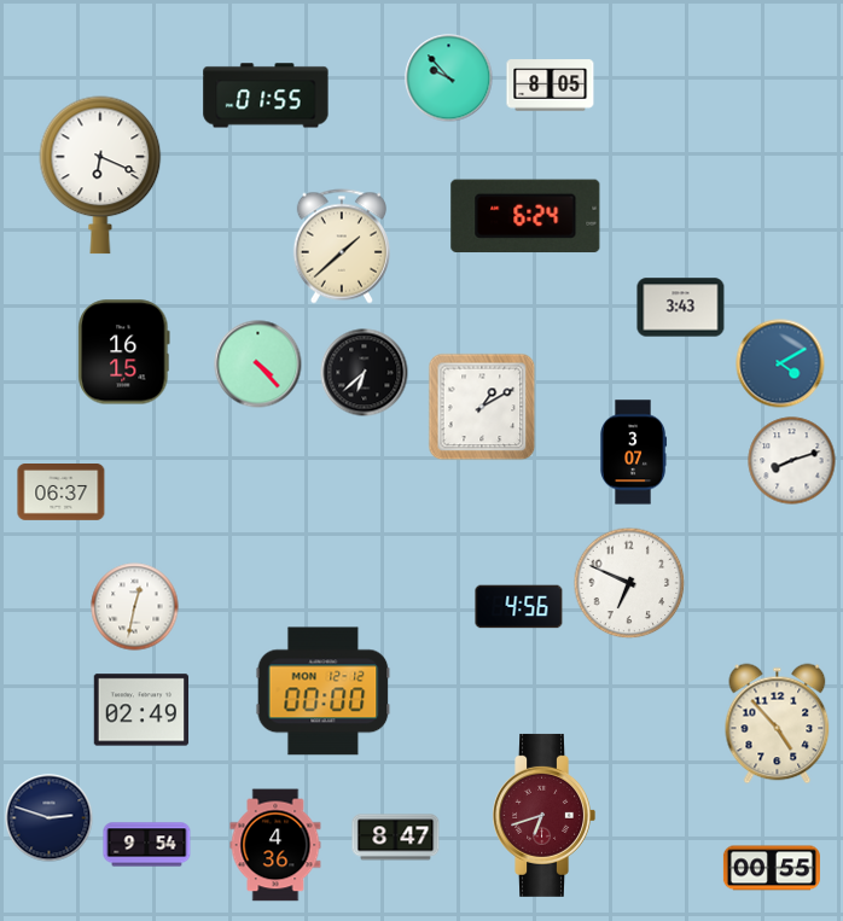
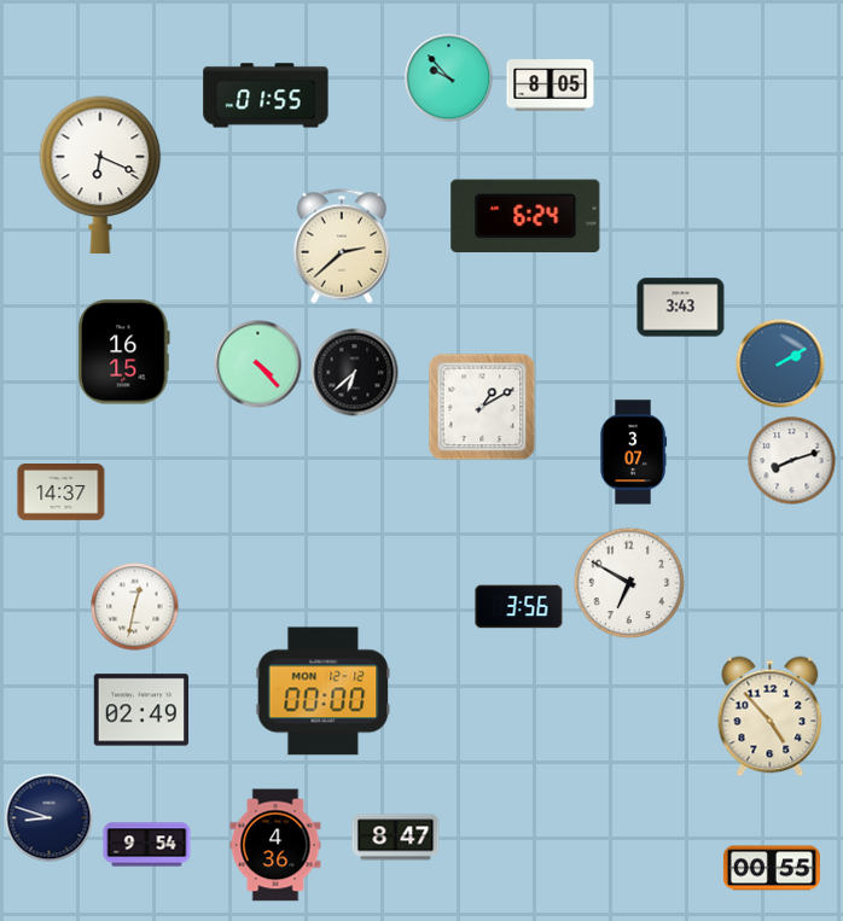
clock at (342, 246): 1:38 -> 2:38
clock at (780, 363): 4:10 -> 2:10
clock at (365, 373) position: (365, 373) -> (355, 373)
clock at (62, 492): 06:37 -> 14:37
clock at (629, 583): 6:49 -> 6:50
clock at (519, 607): 4:56 -> 3:56
clock at (778, 724) position: (778, 724) -> (771, 717)
clock at (543, 815): 6:42 -> none
clock at (50, 818): 2:48 -> 8:48
